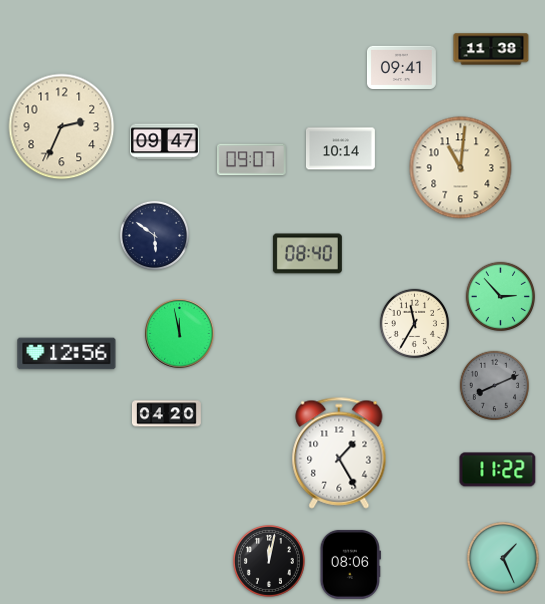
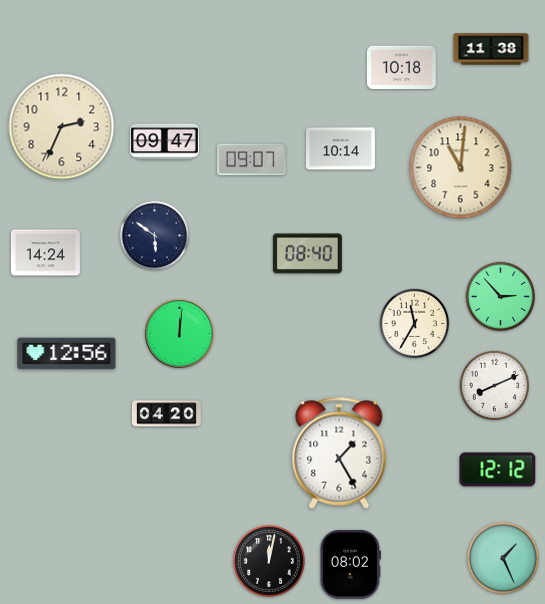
clock at (401, 67): 09:41 -> 10:18
clock at (46, 253): none -> 14:24
clock at (180, 334): 11:58 -> 12:01
clock at (494, 385) dial: grey -> white
clock at (498, 470): 11:22 -> 12:12
clock at (350, 564): 08:06 -> 08:02
